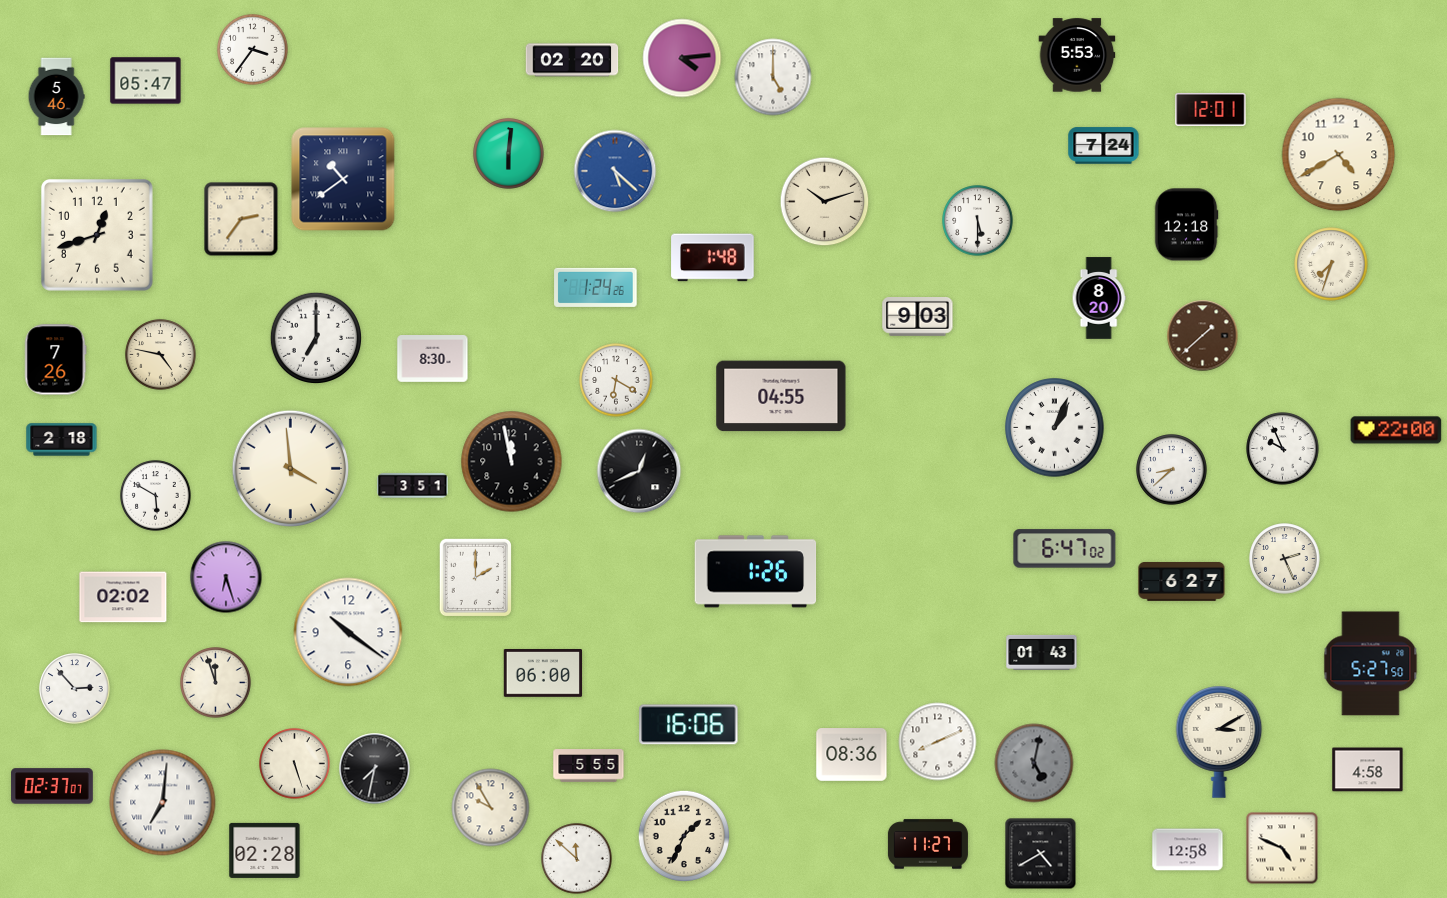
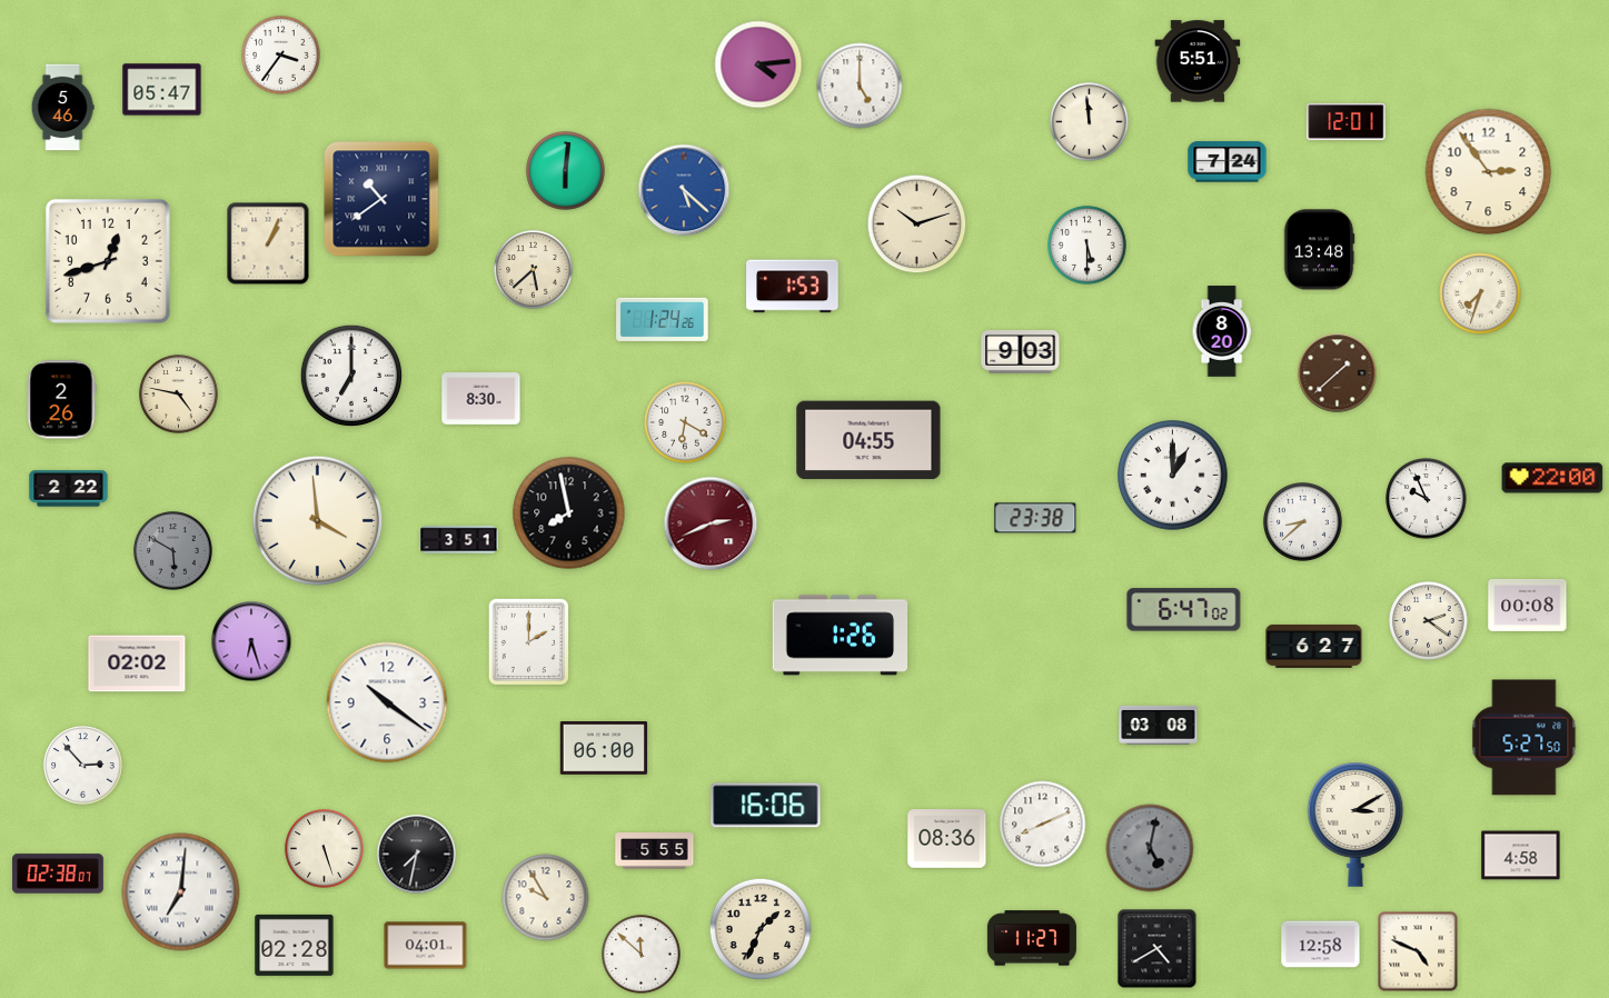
clock at (1077, 55): 5:53 -> 5:51
clock at (572, 60): 02:20 -> none
clock at (1090, 122): none -> 11:59
clock at (1339, 155): 4:40 -> 2:54
clock at (241, 219): 2:36 -> 1:04
clock at (1186, 225): 12:18 -> 13:48
clock at (534, 270): none -> 5:38
clock at (713, 258): 1:48 -> 1:53
clock at (56, 360): 7:26 -> 2:26
clock at (1055, 428): 1:04 -> 1:00
clock at (62, 440): 2:18 -> 2:22
clock at (512, 462): 11:58 -> 7:58
clock at (1035, 518): none -> 23:38
clock at (291, 469) position: (291, 469) -> (318, 521)
clock at (639, 471): 12:41 -> 2:41
clock at (639, 471) dial: black -> burgundy
clock at (156, 496) dial: white -> grey
clock at (1528, 605): none -> 00:08
clock at (1285, 559): 2:26 -> 2:21
clock at (1042, 652): 01:43 -> 03:08
clock at (216, 683): 11:57 -> none
clock at (295, 764) position: (295, 764) -> (325, 849)
clock at (52, 786): 02:37 -> 02:38
clock at (1282, 848) position: (1282, 848) -> (1418, 951)
clock at (426, 946): none -> 04:01
